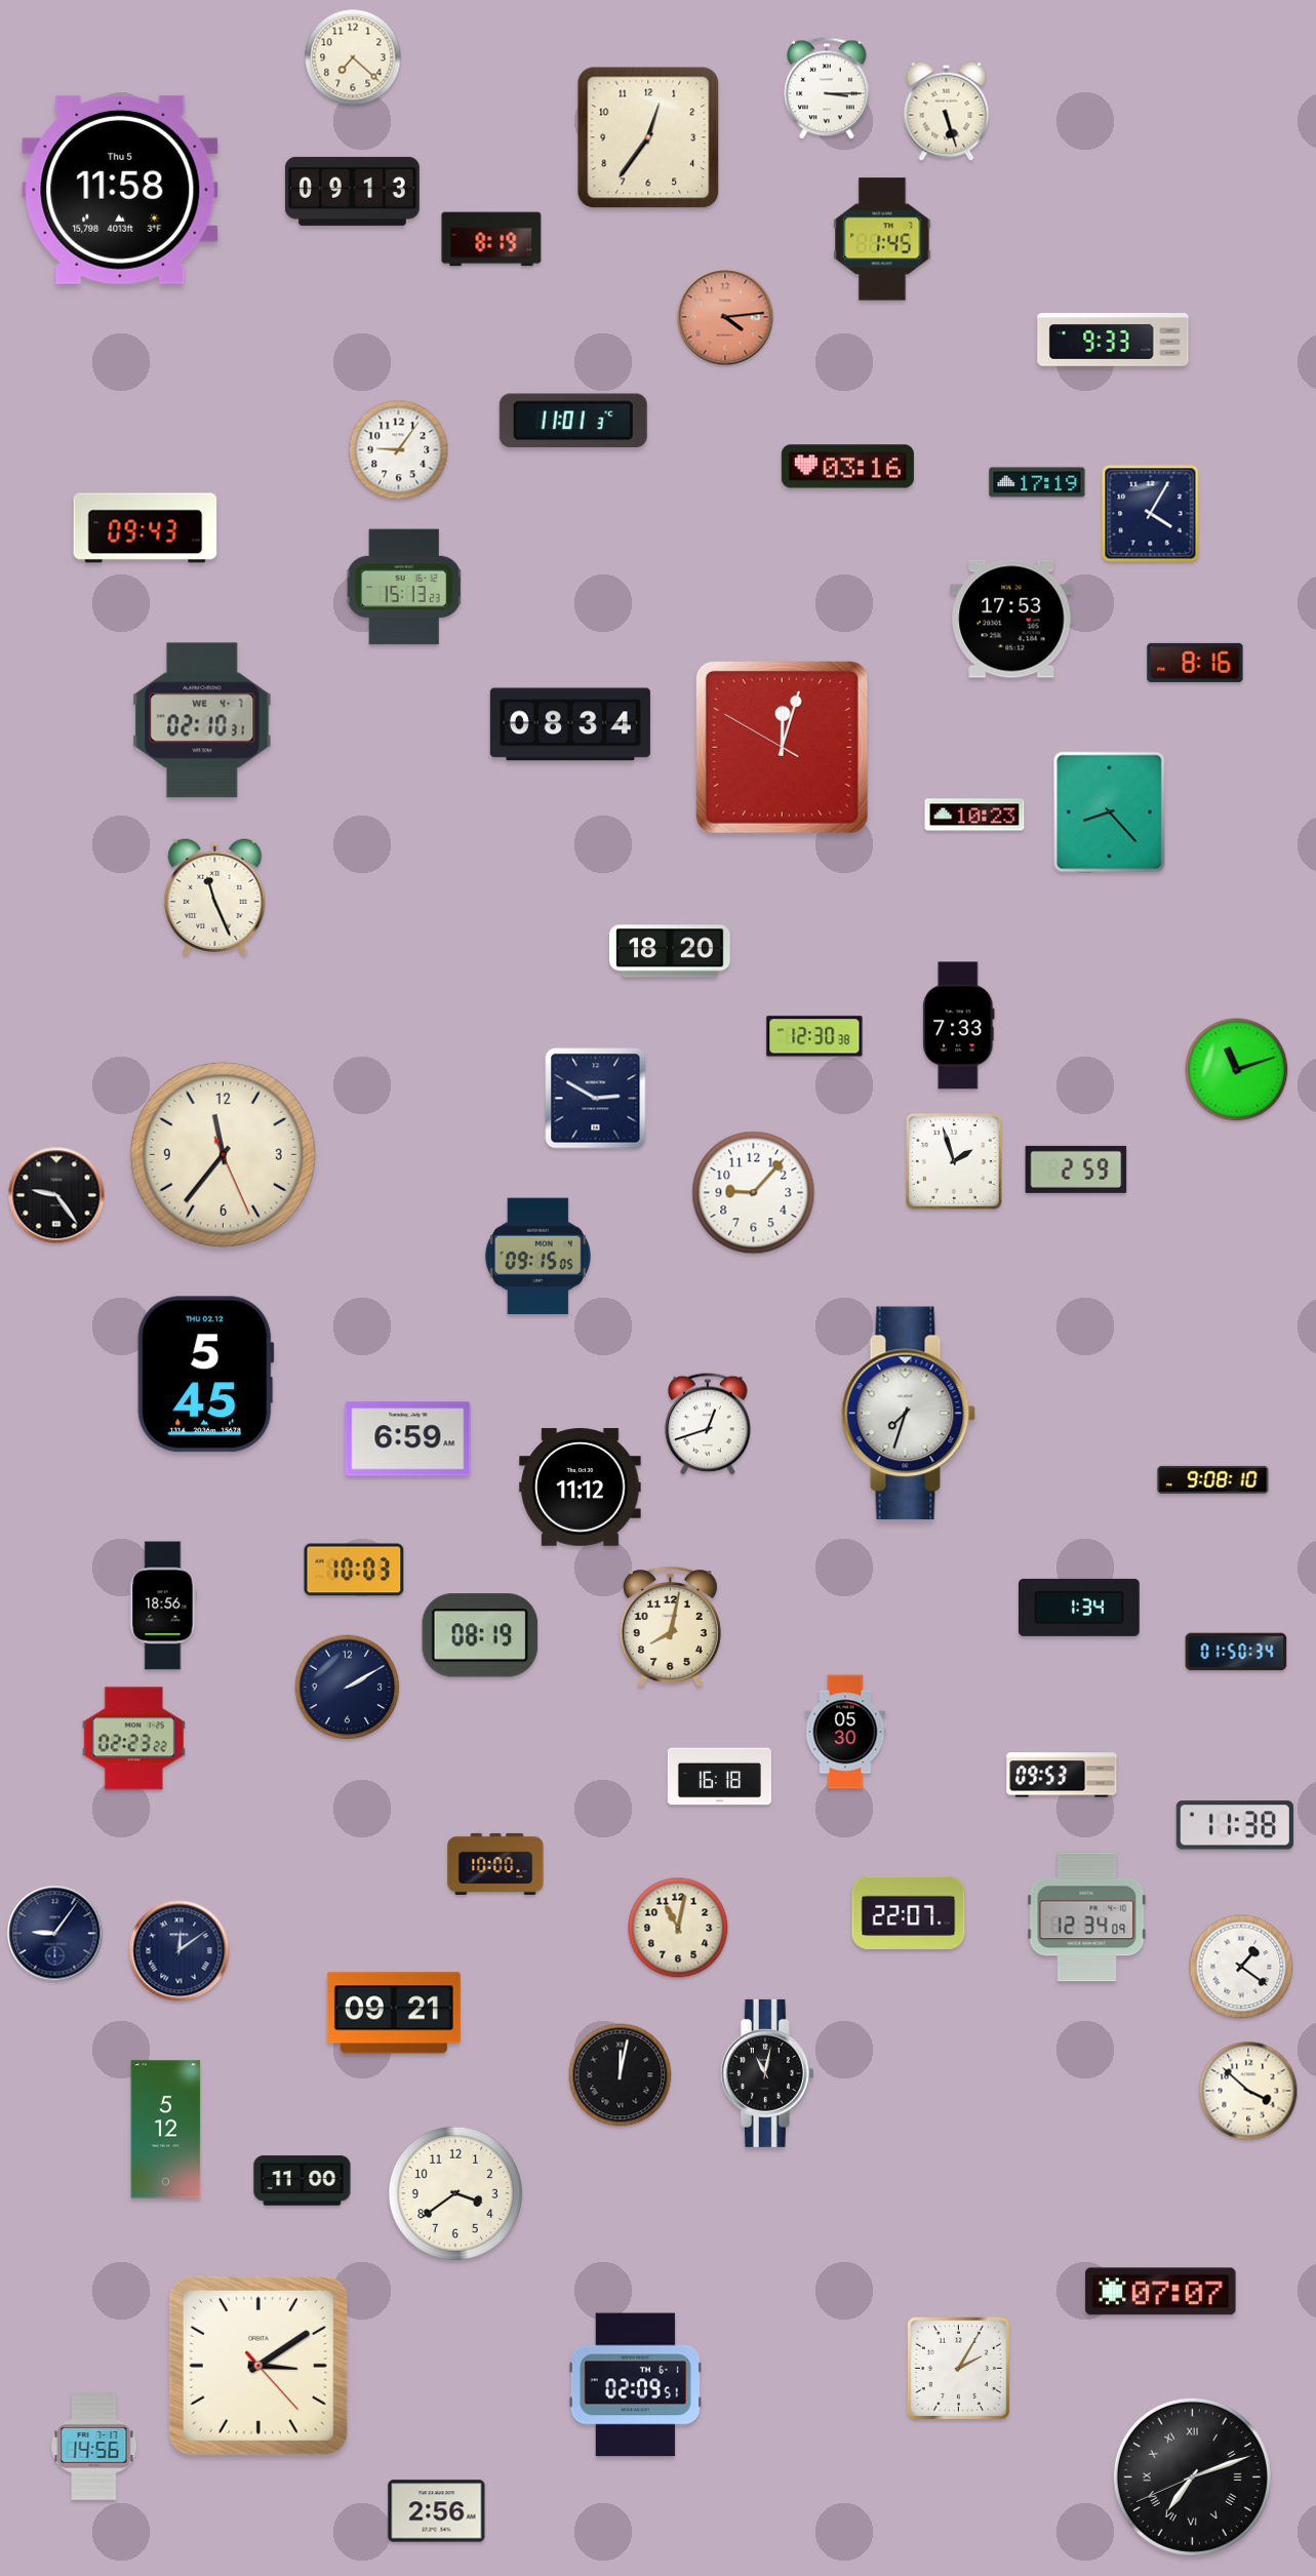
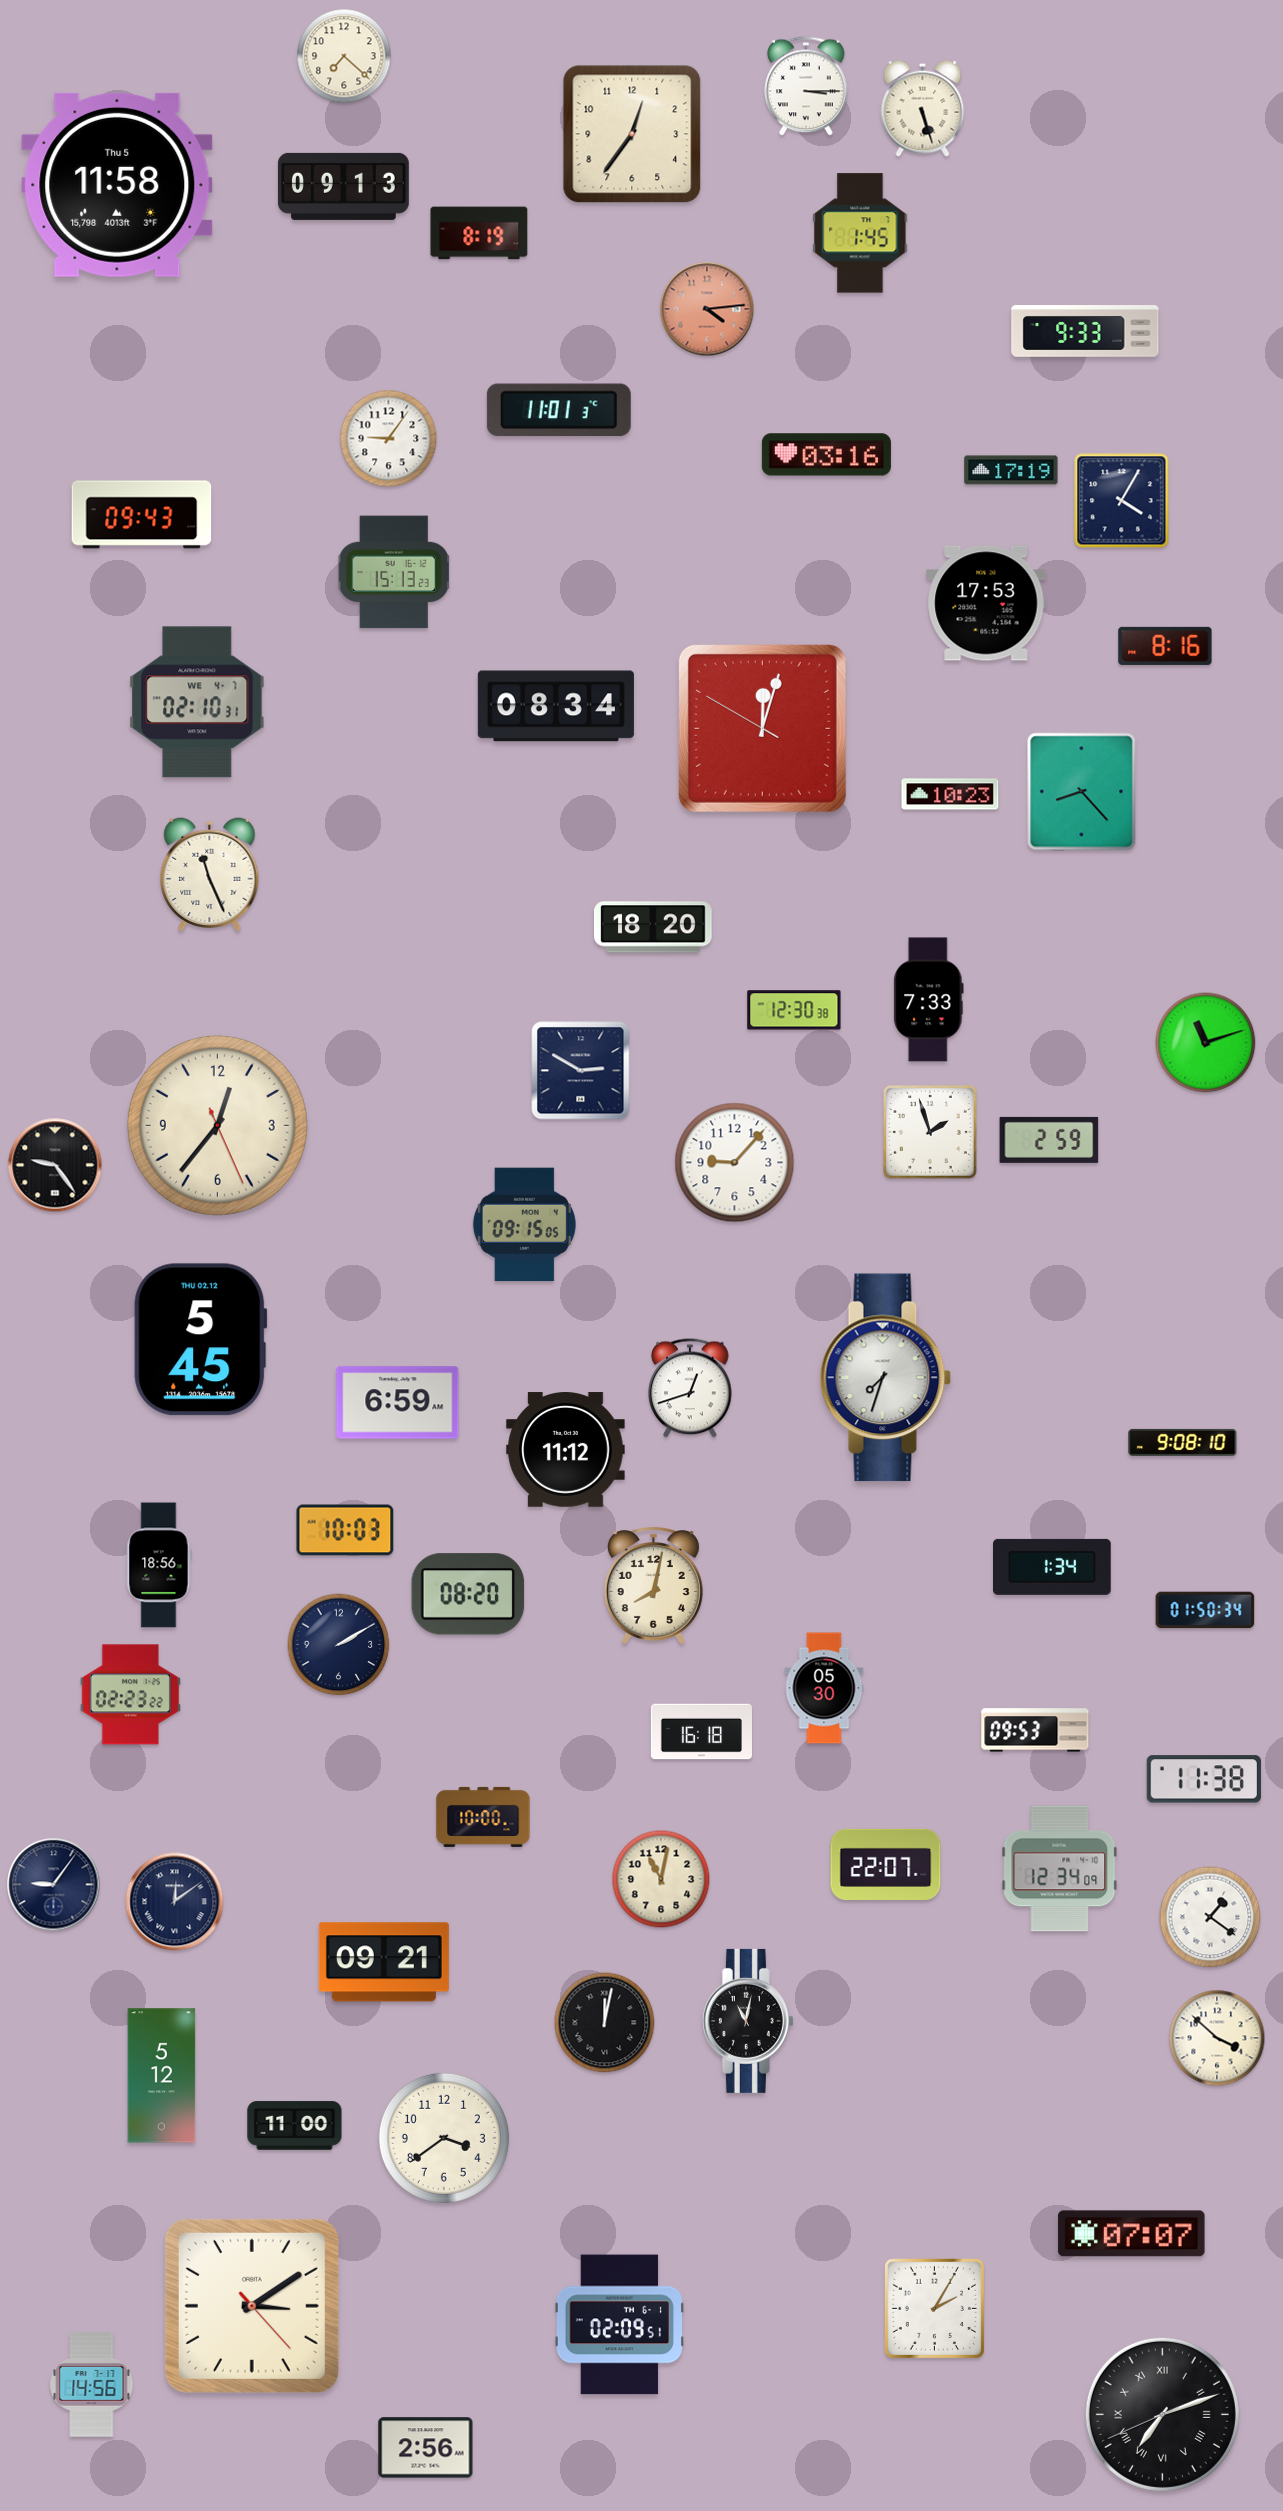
clock at (959, 1026) position: (959, 1026) -> (929, 1000)
clock at (223, 1154): 11:36 -> 12:36
clock at (480, 1635): 08:19 -> 08:20
